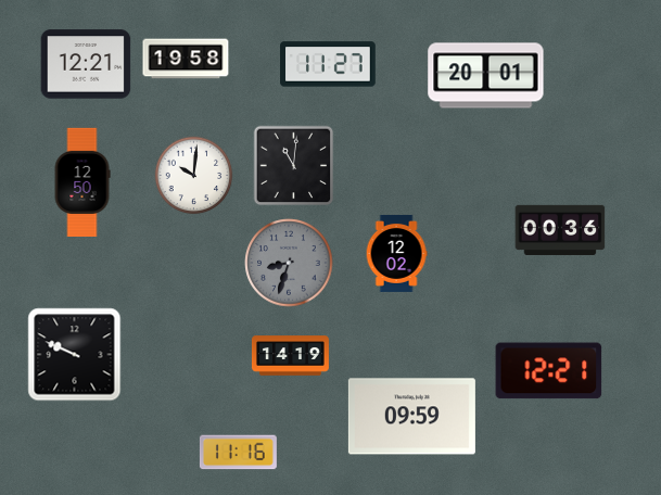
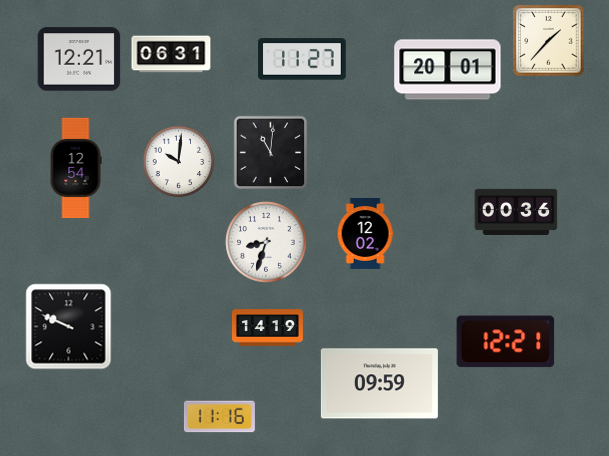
clock at (549, 41): none -> 1:37
clock at (186, 59): 19:58 -> 06:31
clock at (82, 181): 12:50 -> 12:54
clock at (289, 263) dial: grey -> white
